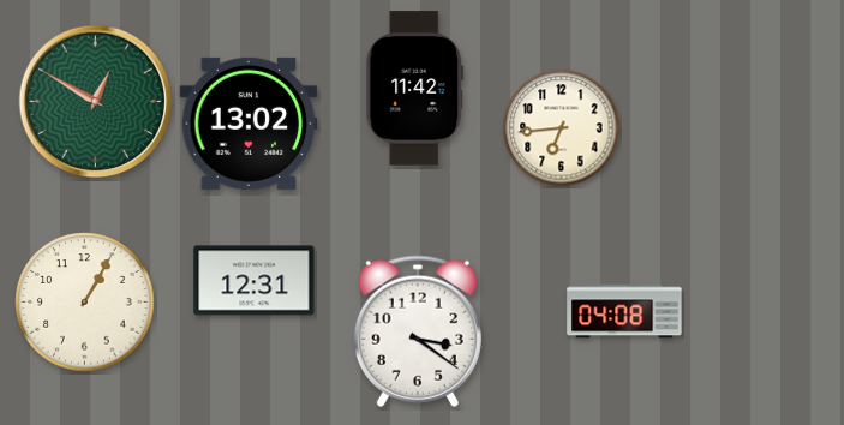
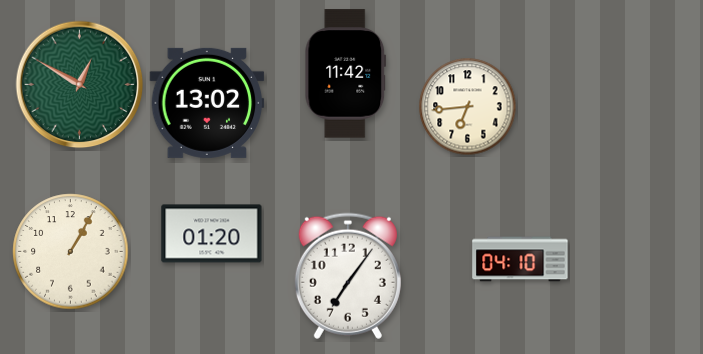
clock at (255, 281): 12:31 -> 01:20
clock at (624, 311): 04:08 -> 04:10
clock at (418, 331): 3:21 -> 7:06
